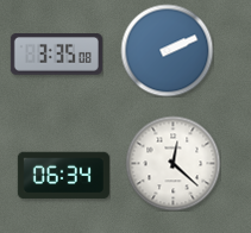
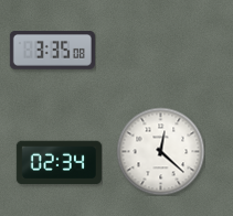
clock at (167, 50): 2:11 -> none
clock at (63, 176): 06:34 -> 02:34
